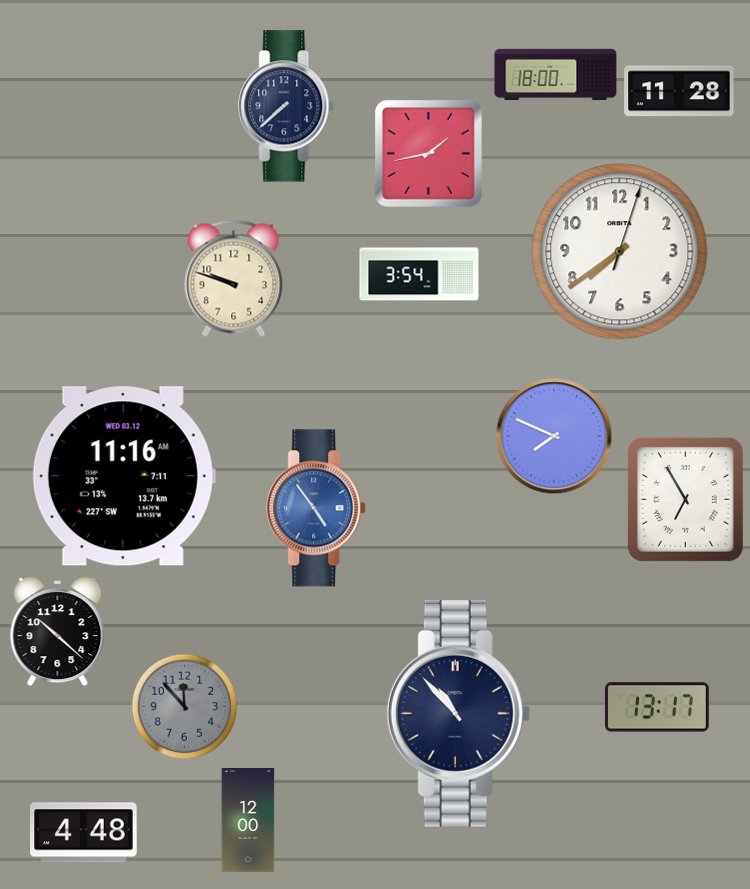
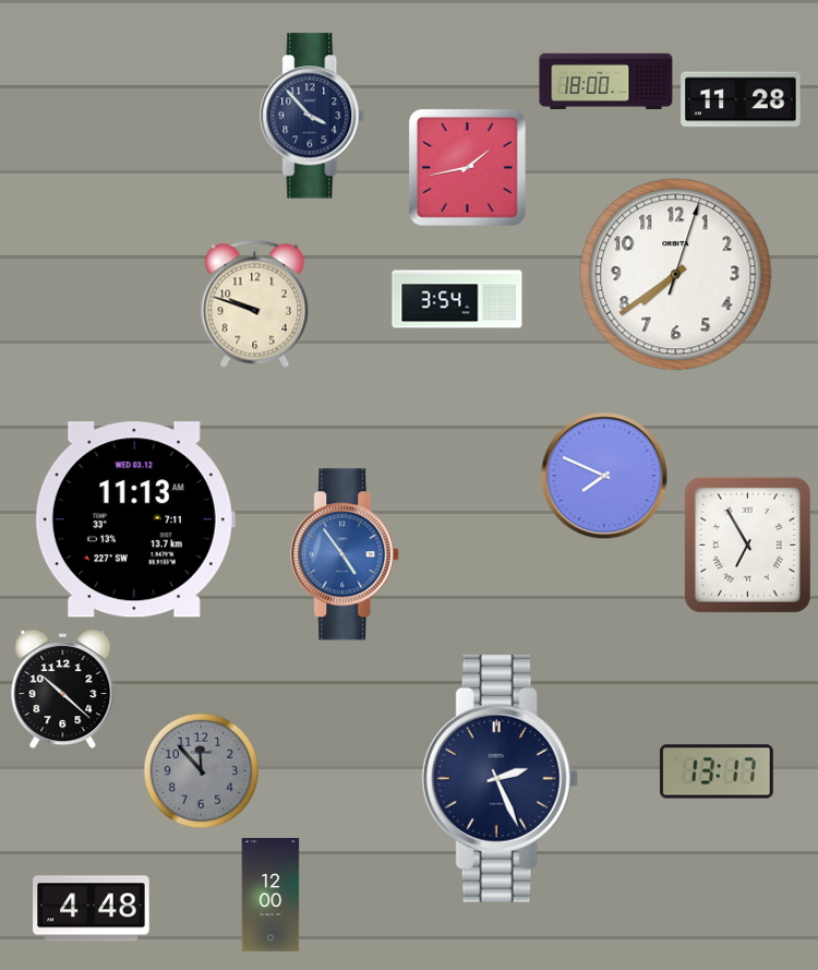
clock at (287, 106): 7:38 -> 3:53
clock at (124, 476): 11:16 -> 11:13
clock at (458, 713): 10:53 -> 2:26
